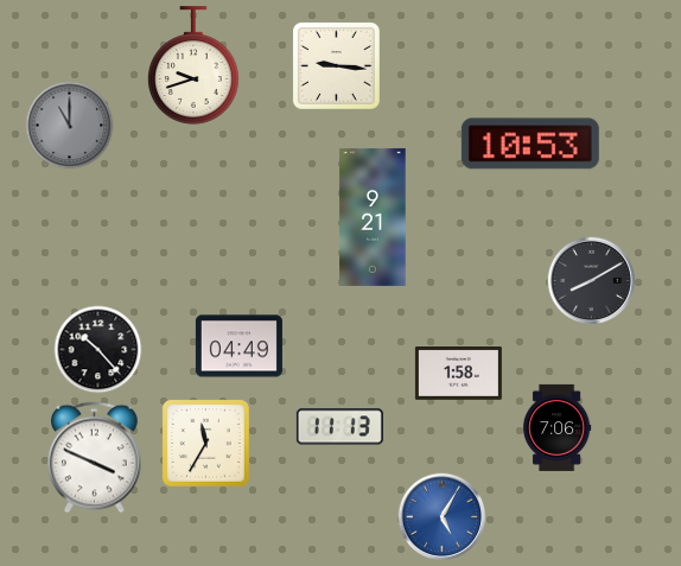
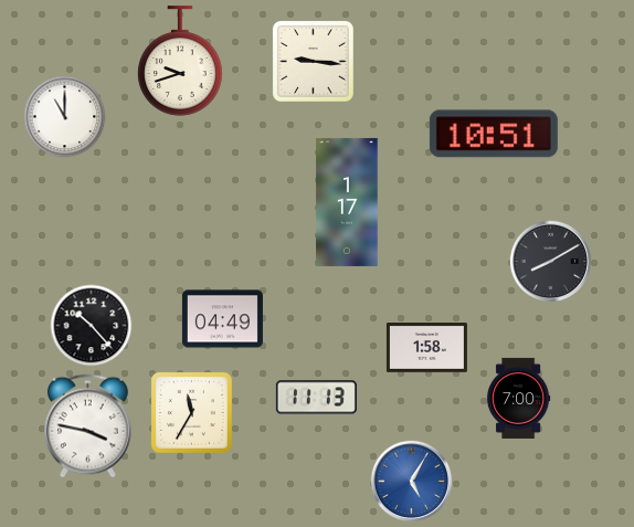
clock at (70, 126) dial: grey -> white
clock at (530, 144): 10:53 -> 10:51
clock at (373, 217): 9:21 -> 1:17
clock at (238, 346) position: (238, 346) -> (222, 319)
clock at (556, 427): 7:06 -> 7:00
clock at (95, 458): 3:49 -> 3:47
